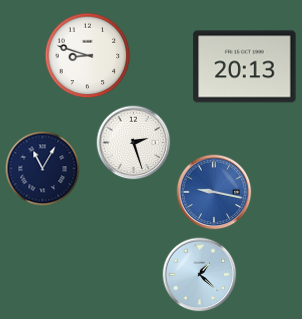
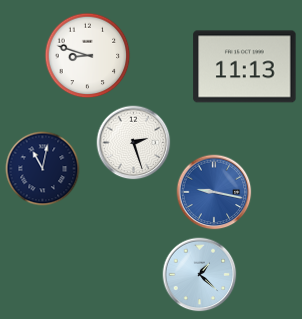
clock at (245, 67): 20:13 -> 11:13
clock at (43, 169): 11:05 -> 11:02
